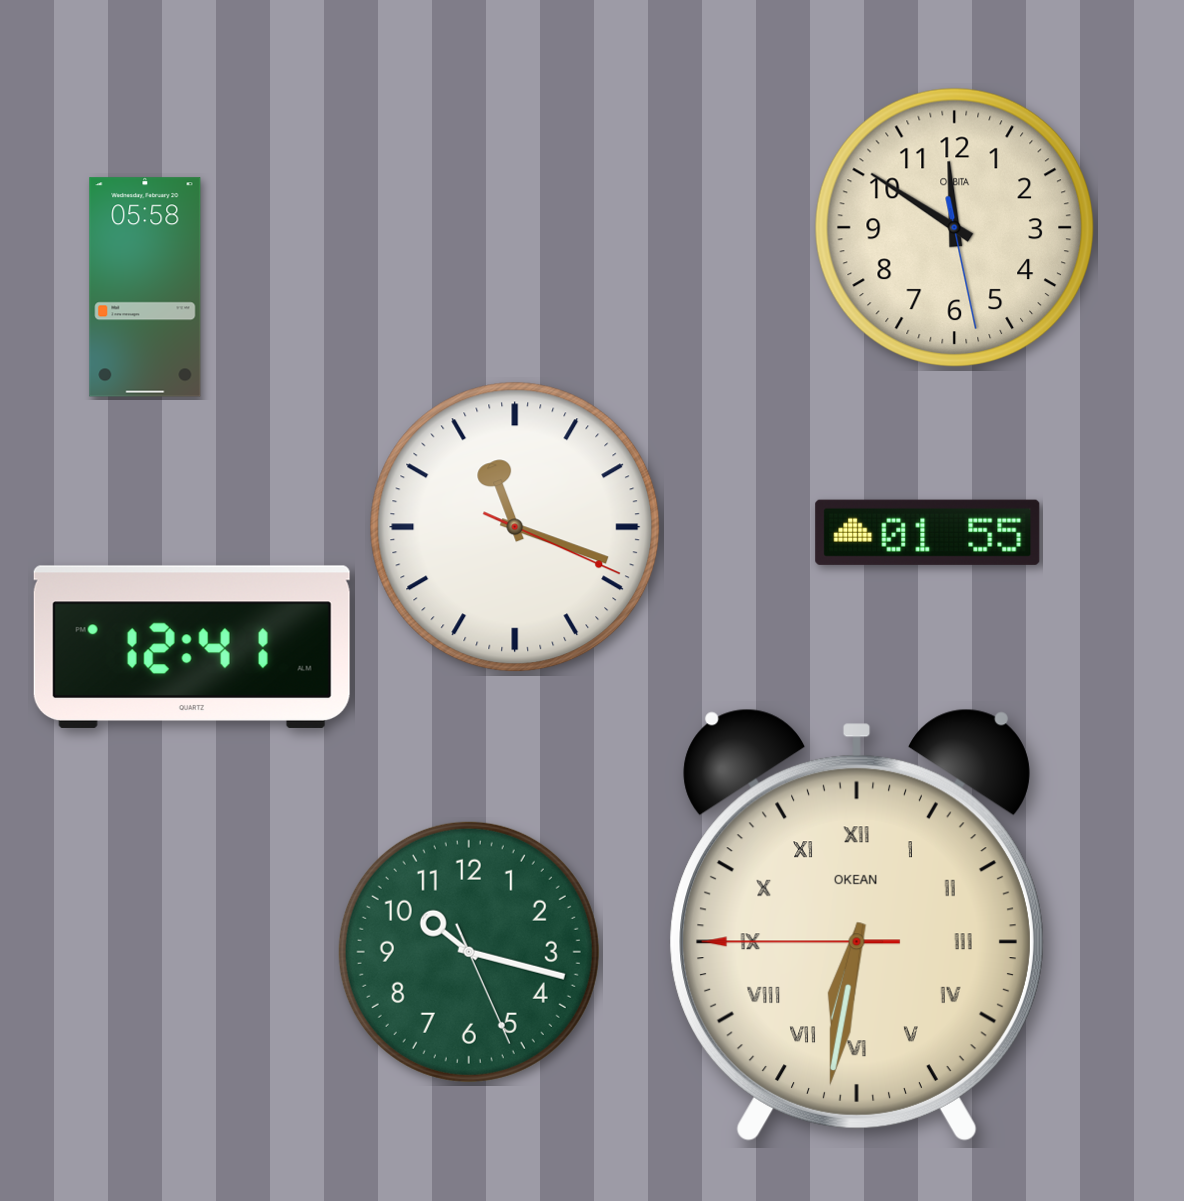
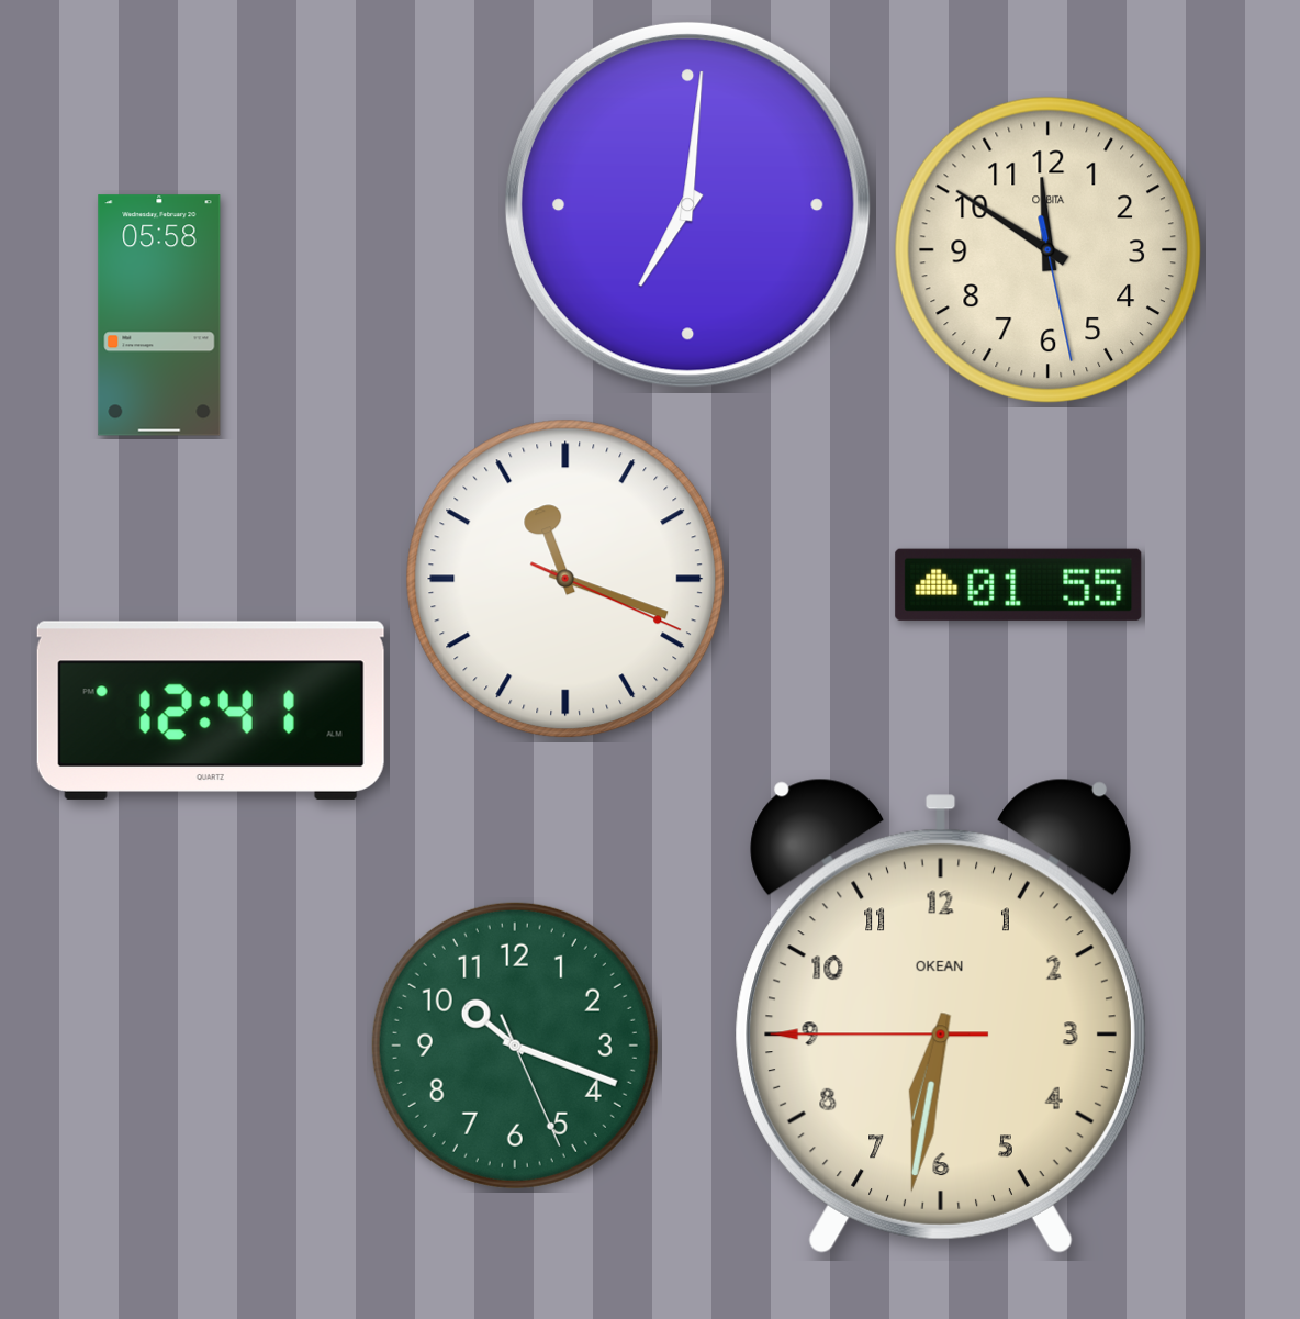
clock at (687, 204): none -> 7:01
clock at (857, 925) numerals: Roman -> Arabic
clock at (469, 952): 10:17 -> 10:18
